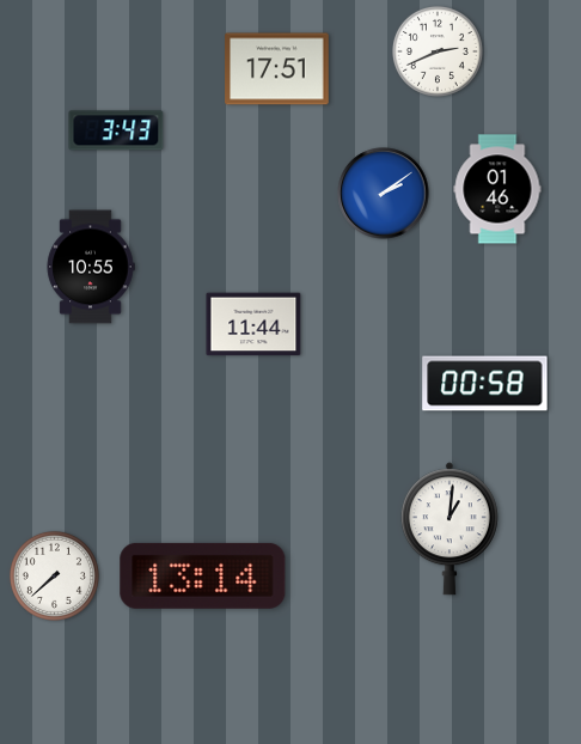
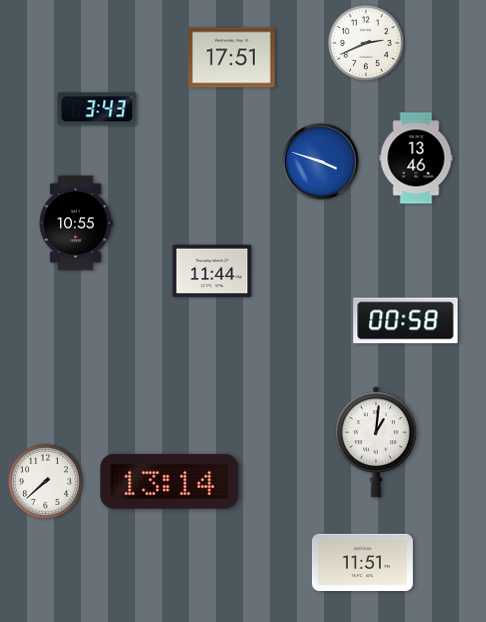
clock at (497, 189): 01:46 -> 13:46
clock at (384, 194): 2:09 -> 3:48
clock at (362, 562): none -> 11:51
